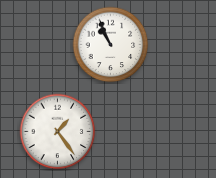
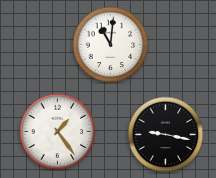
clock at (111, 45): 10:56 -> 11:01
clock at (166, 135): none -> 9:17
